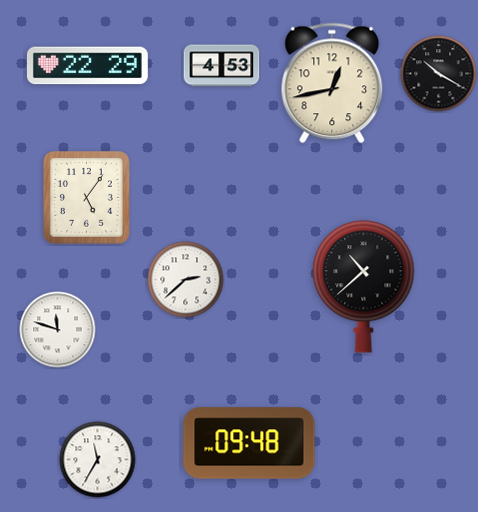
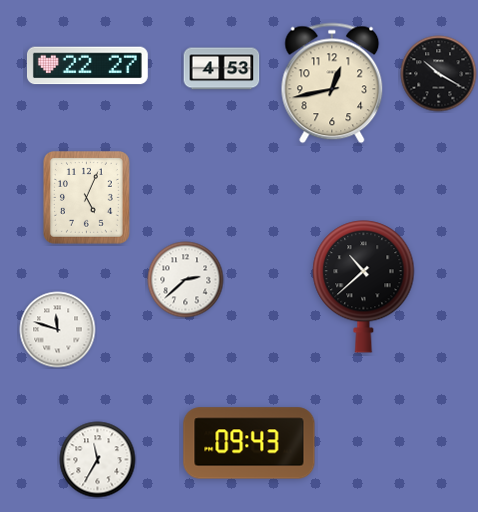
clock at (87, 66): 22:29 -> 22:27
clock at (222, 66) position: (222, 66) -> (222, 69)
clock at (86, 198): 5:06 -> 5:04
clock at (249, 443): 09:48 -> 09:43
